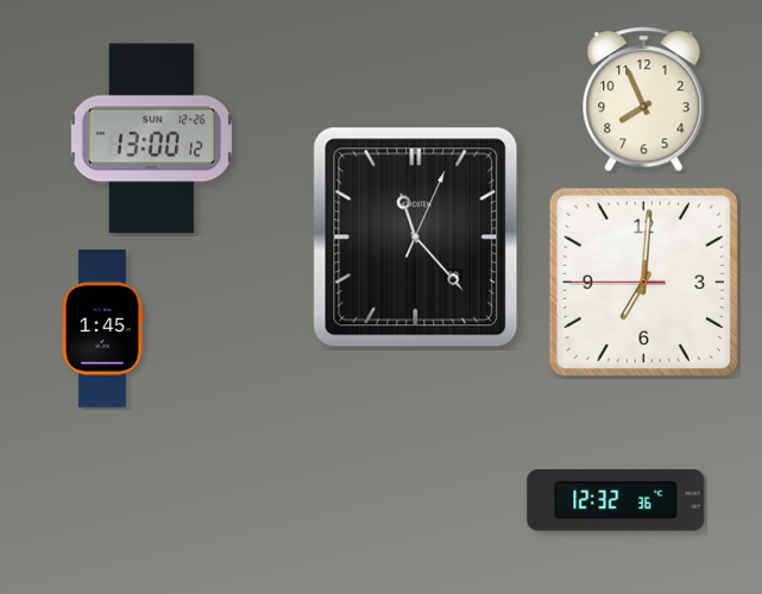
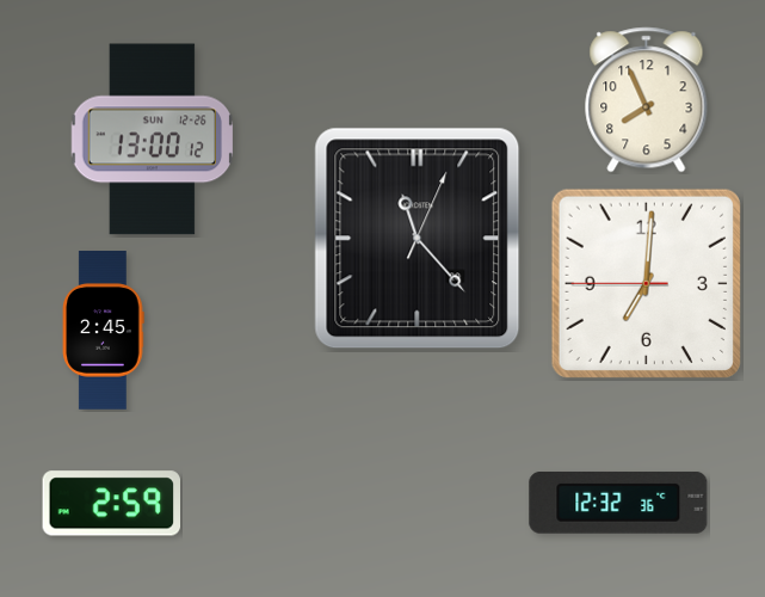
clock at (103, 329): 1:45 -> 2:45
clock at (112, 504): none -> 2:59
